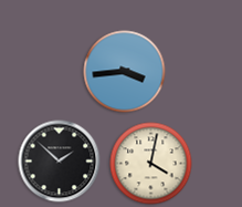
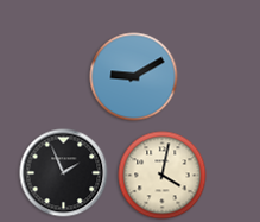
clock at (125, 72): 3:44 -> 9:10
clock at (60, 162): 1:52 -> 1:56
